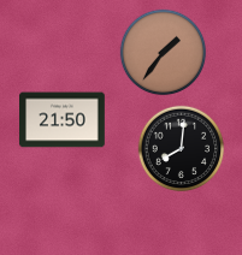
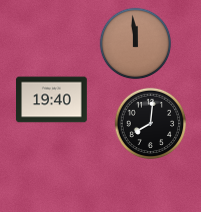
clock at (164, 53): 1:36 -> 11:59
clock at (63, 120): 21:50 -> 19:40
